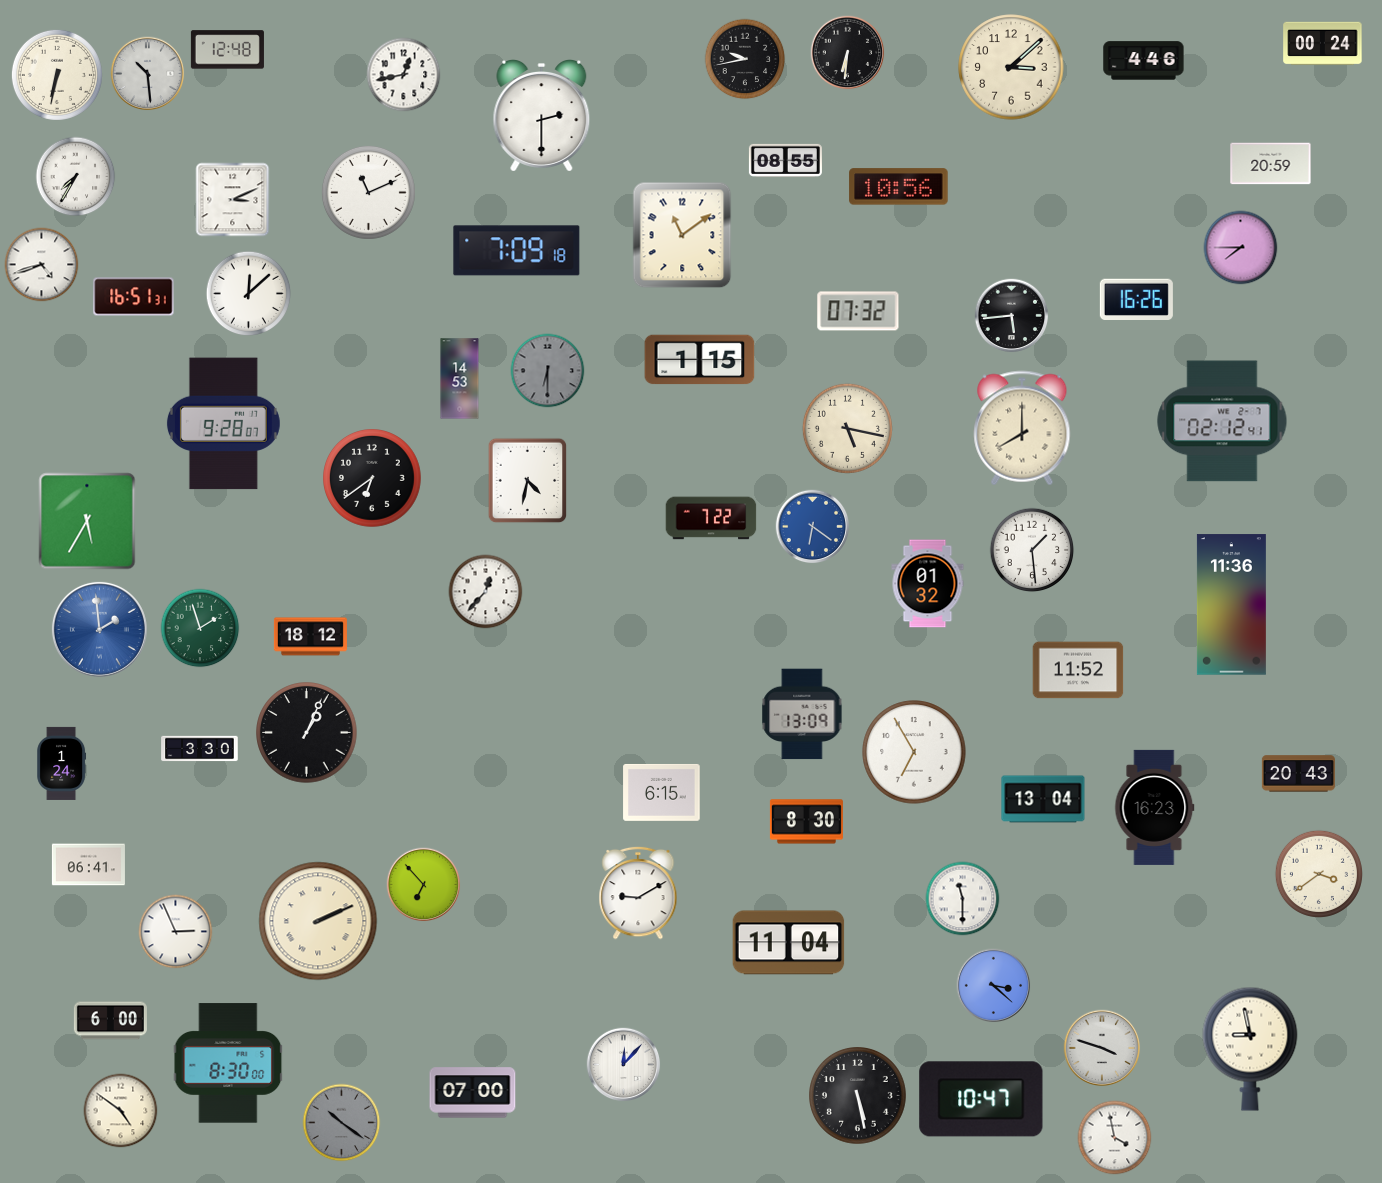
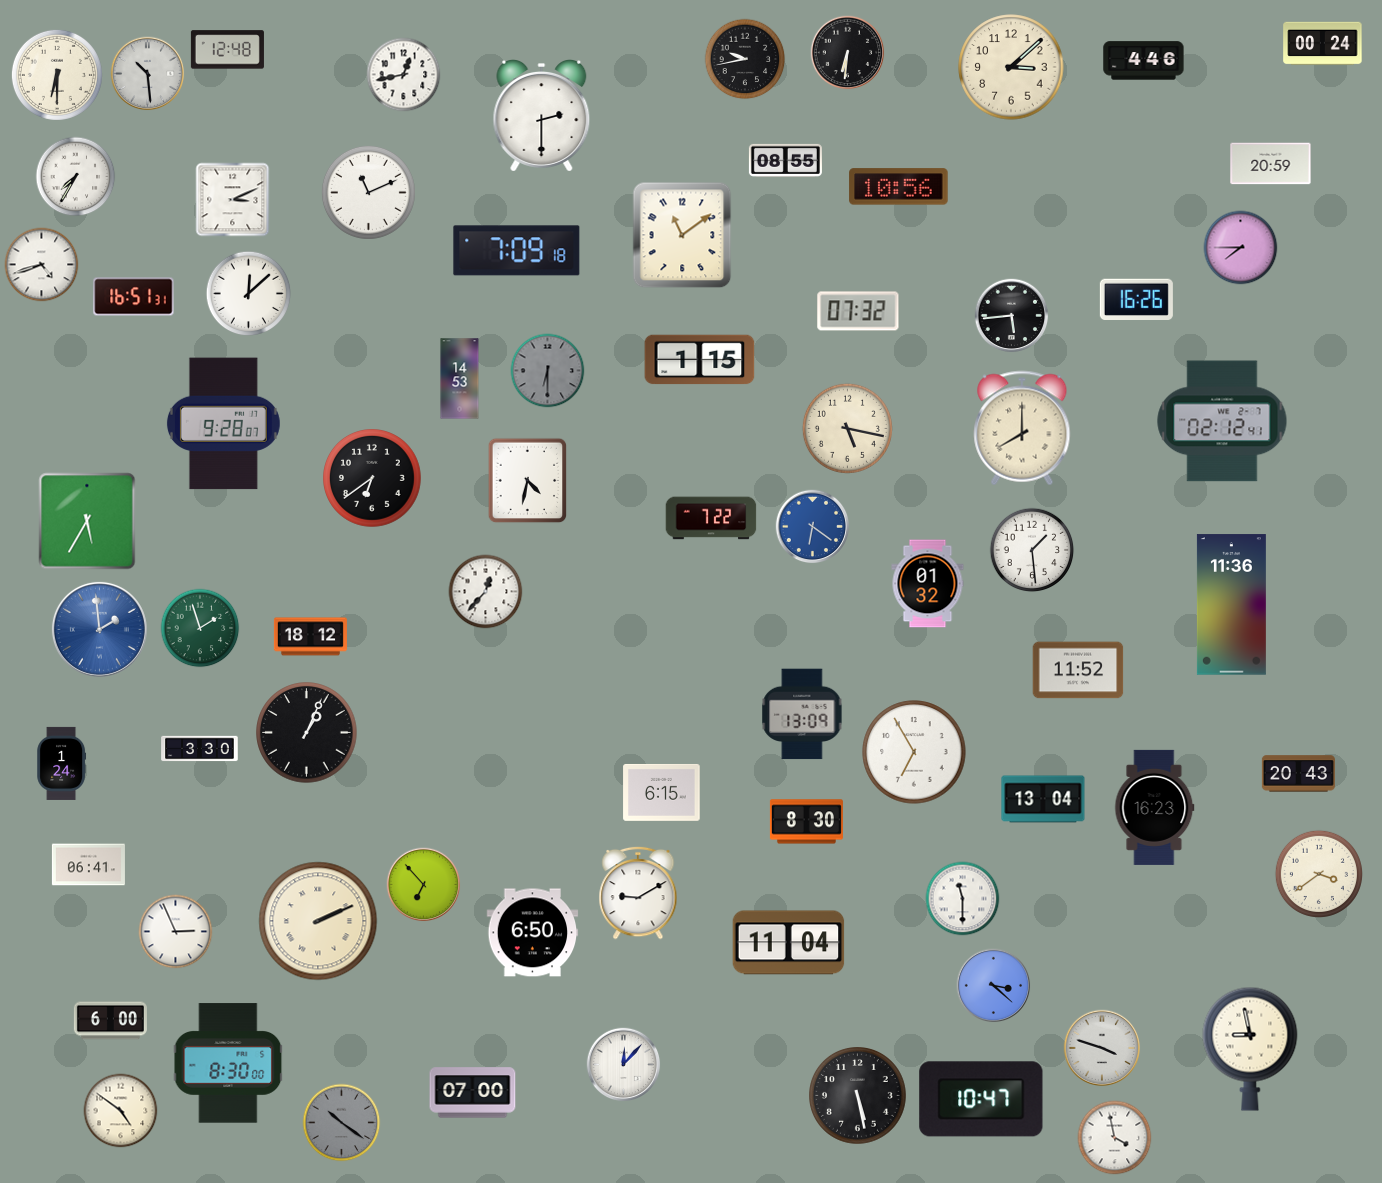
clock at (57, 75): 6:32 -> 6:30
clock at (533, 933): none -> 6:50
